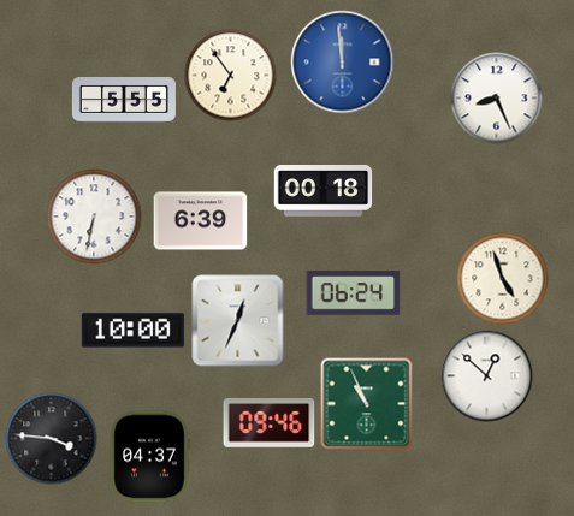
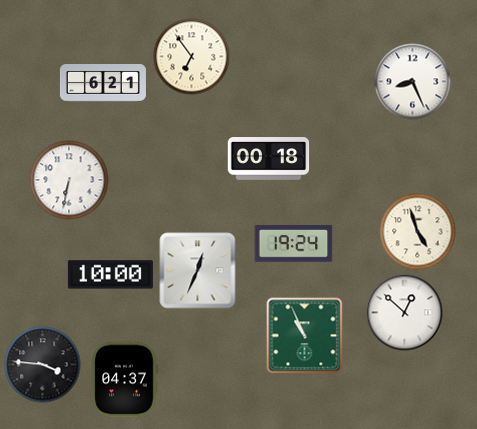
clock at (343, 63): 11:59 -> none
clock at (231, 76) position: (231, 76) -> (192, 57)
clock at (124, 101): 5:55 -> 6:21
clock at (94, 217) position: (94, 217) -> (69, 180)
clock at (201, 221): 6:39 -> none
clock at (354, 293): 06:24 -> 19:24
clock at (238, 321) position: (238, 321) -> (198, 271)
clock at (270, 423): 09:46 -> none
